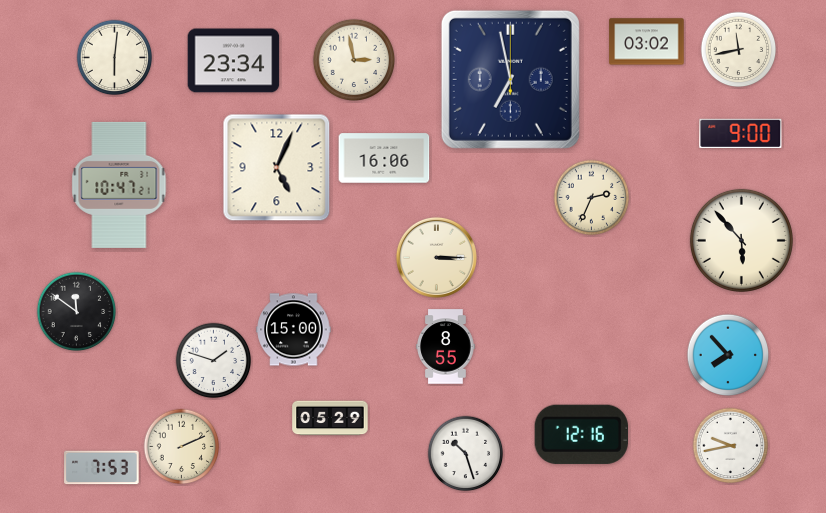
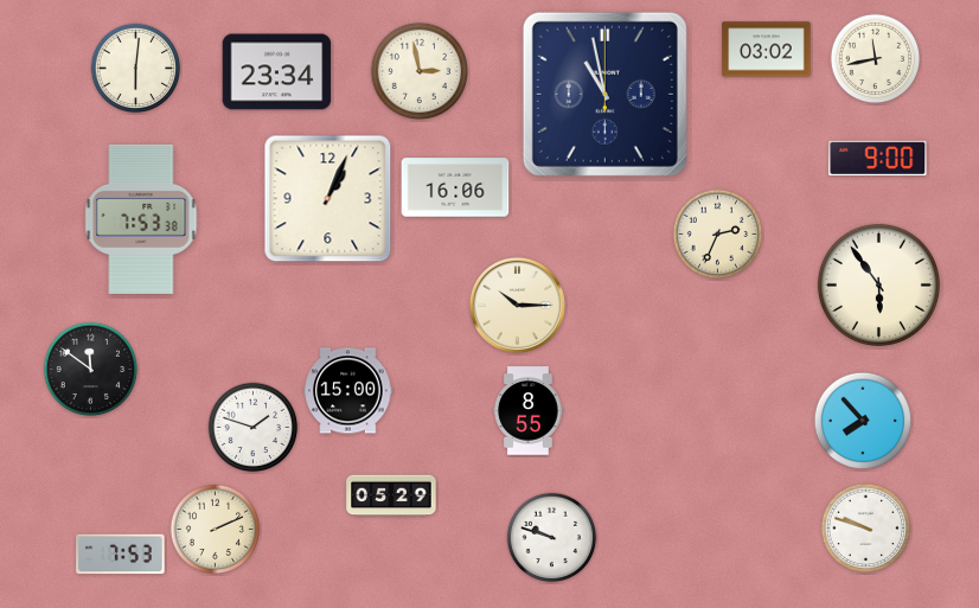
clock at (510, 79): 6:58 -> 10:58
clock at (277, 168): 5:04 -> 1:04
clock at (119, 185): 10:47 -> 7:53
clock at (592, 198) position: (592, 198) -> (718, 235)
clock at (741, 240): 5:53 -> 5:54
clock at (436, 257): 3:15 -> 10:15
clock at (581, 434): 12:16 -> none
clock at (731, 446): 9:43 -> 9:48
clock at (466, 454): 10:27 -> 9:48
